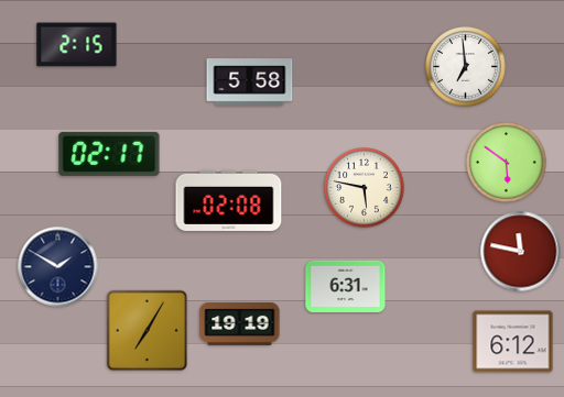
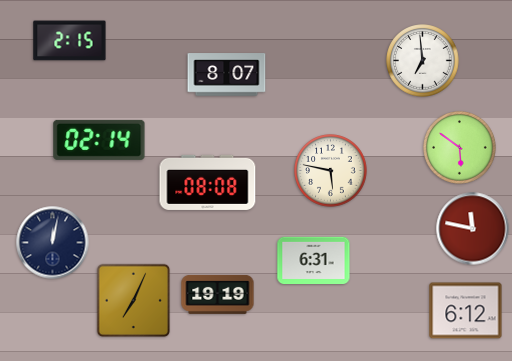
clock at (250, 82): 5:58 -> 8:07
clock at (109, 154): 02:17 -> 02:14
clock at (229, 200): 02:08 -> 08:08
clock at (58, 267): 1:50 -> 12:02
clock at (148, 331): 7:05 -> 7:04
